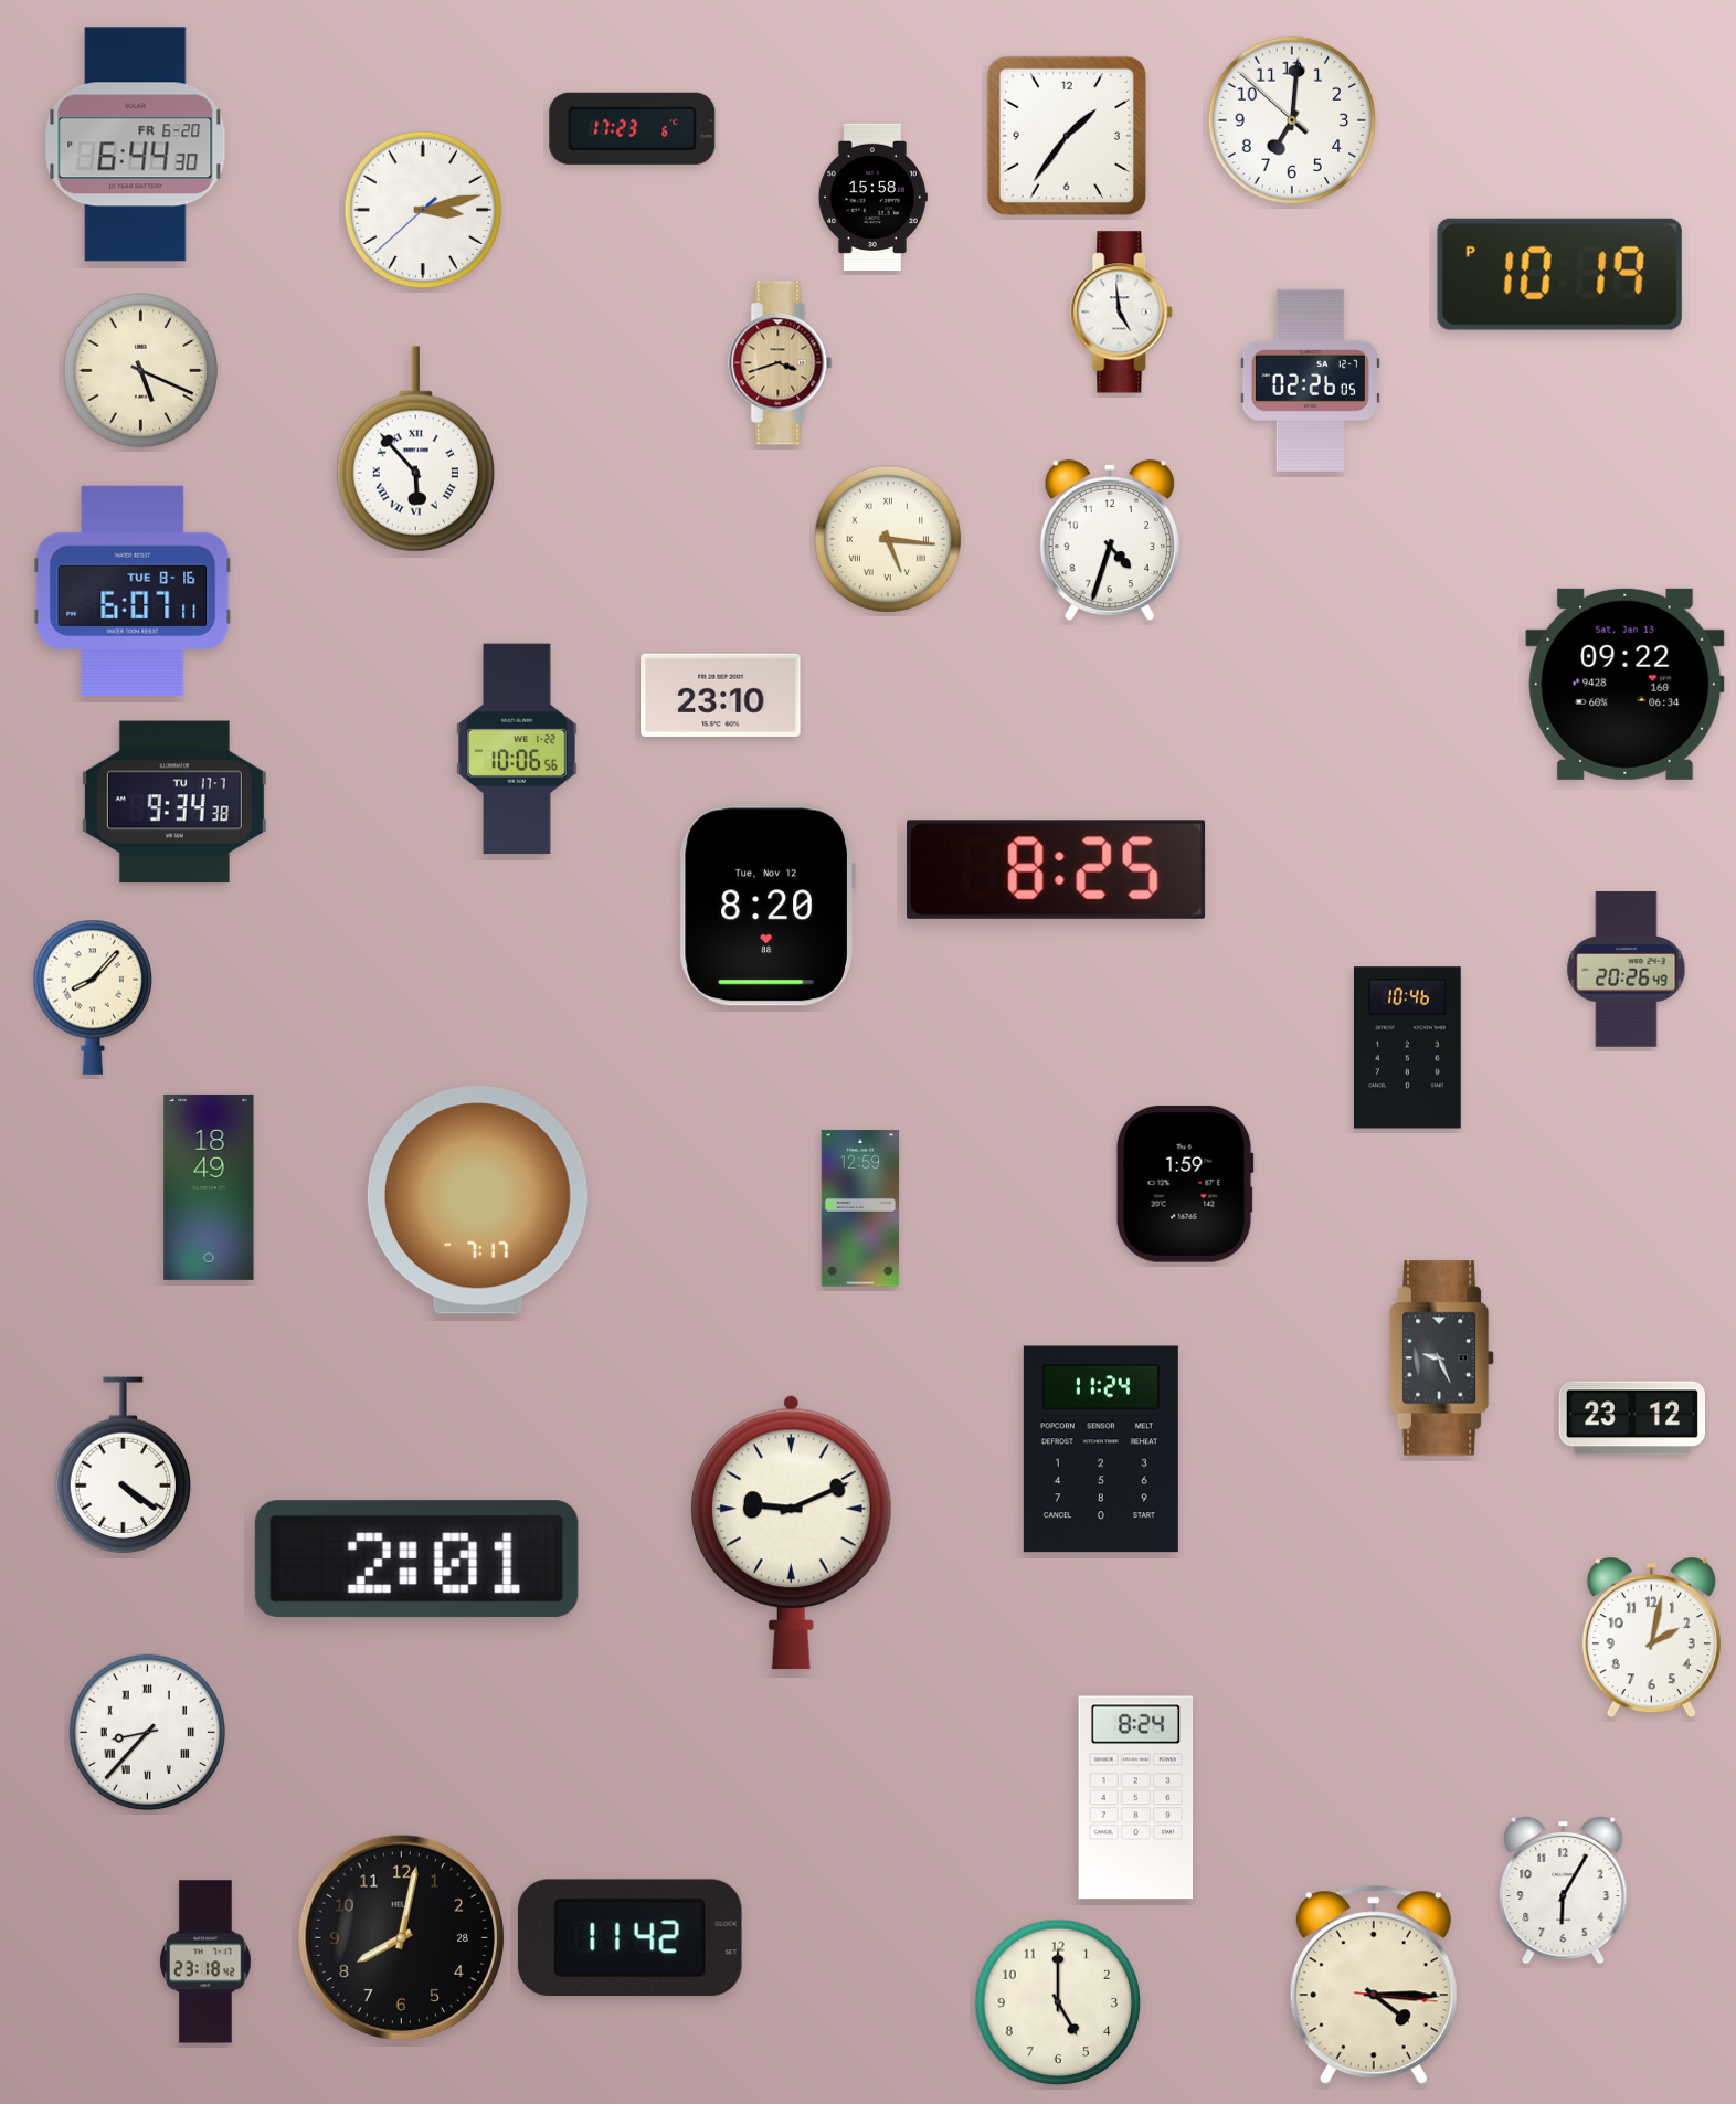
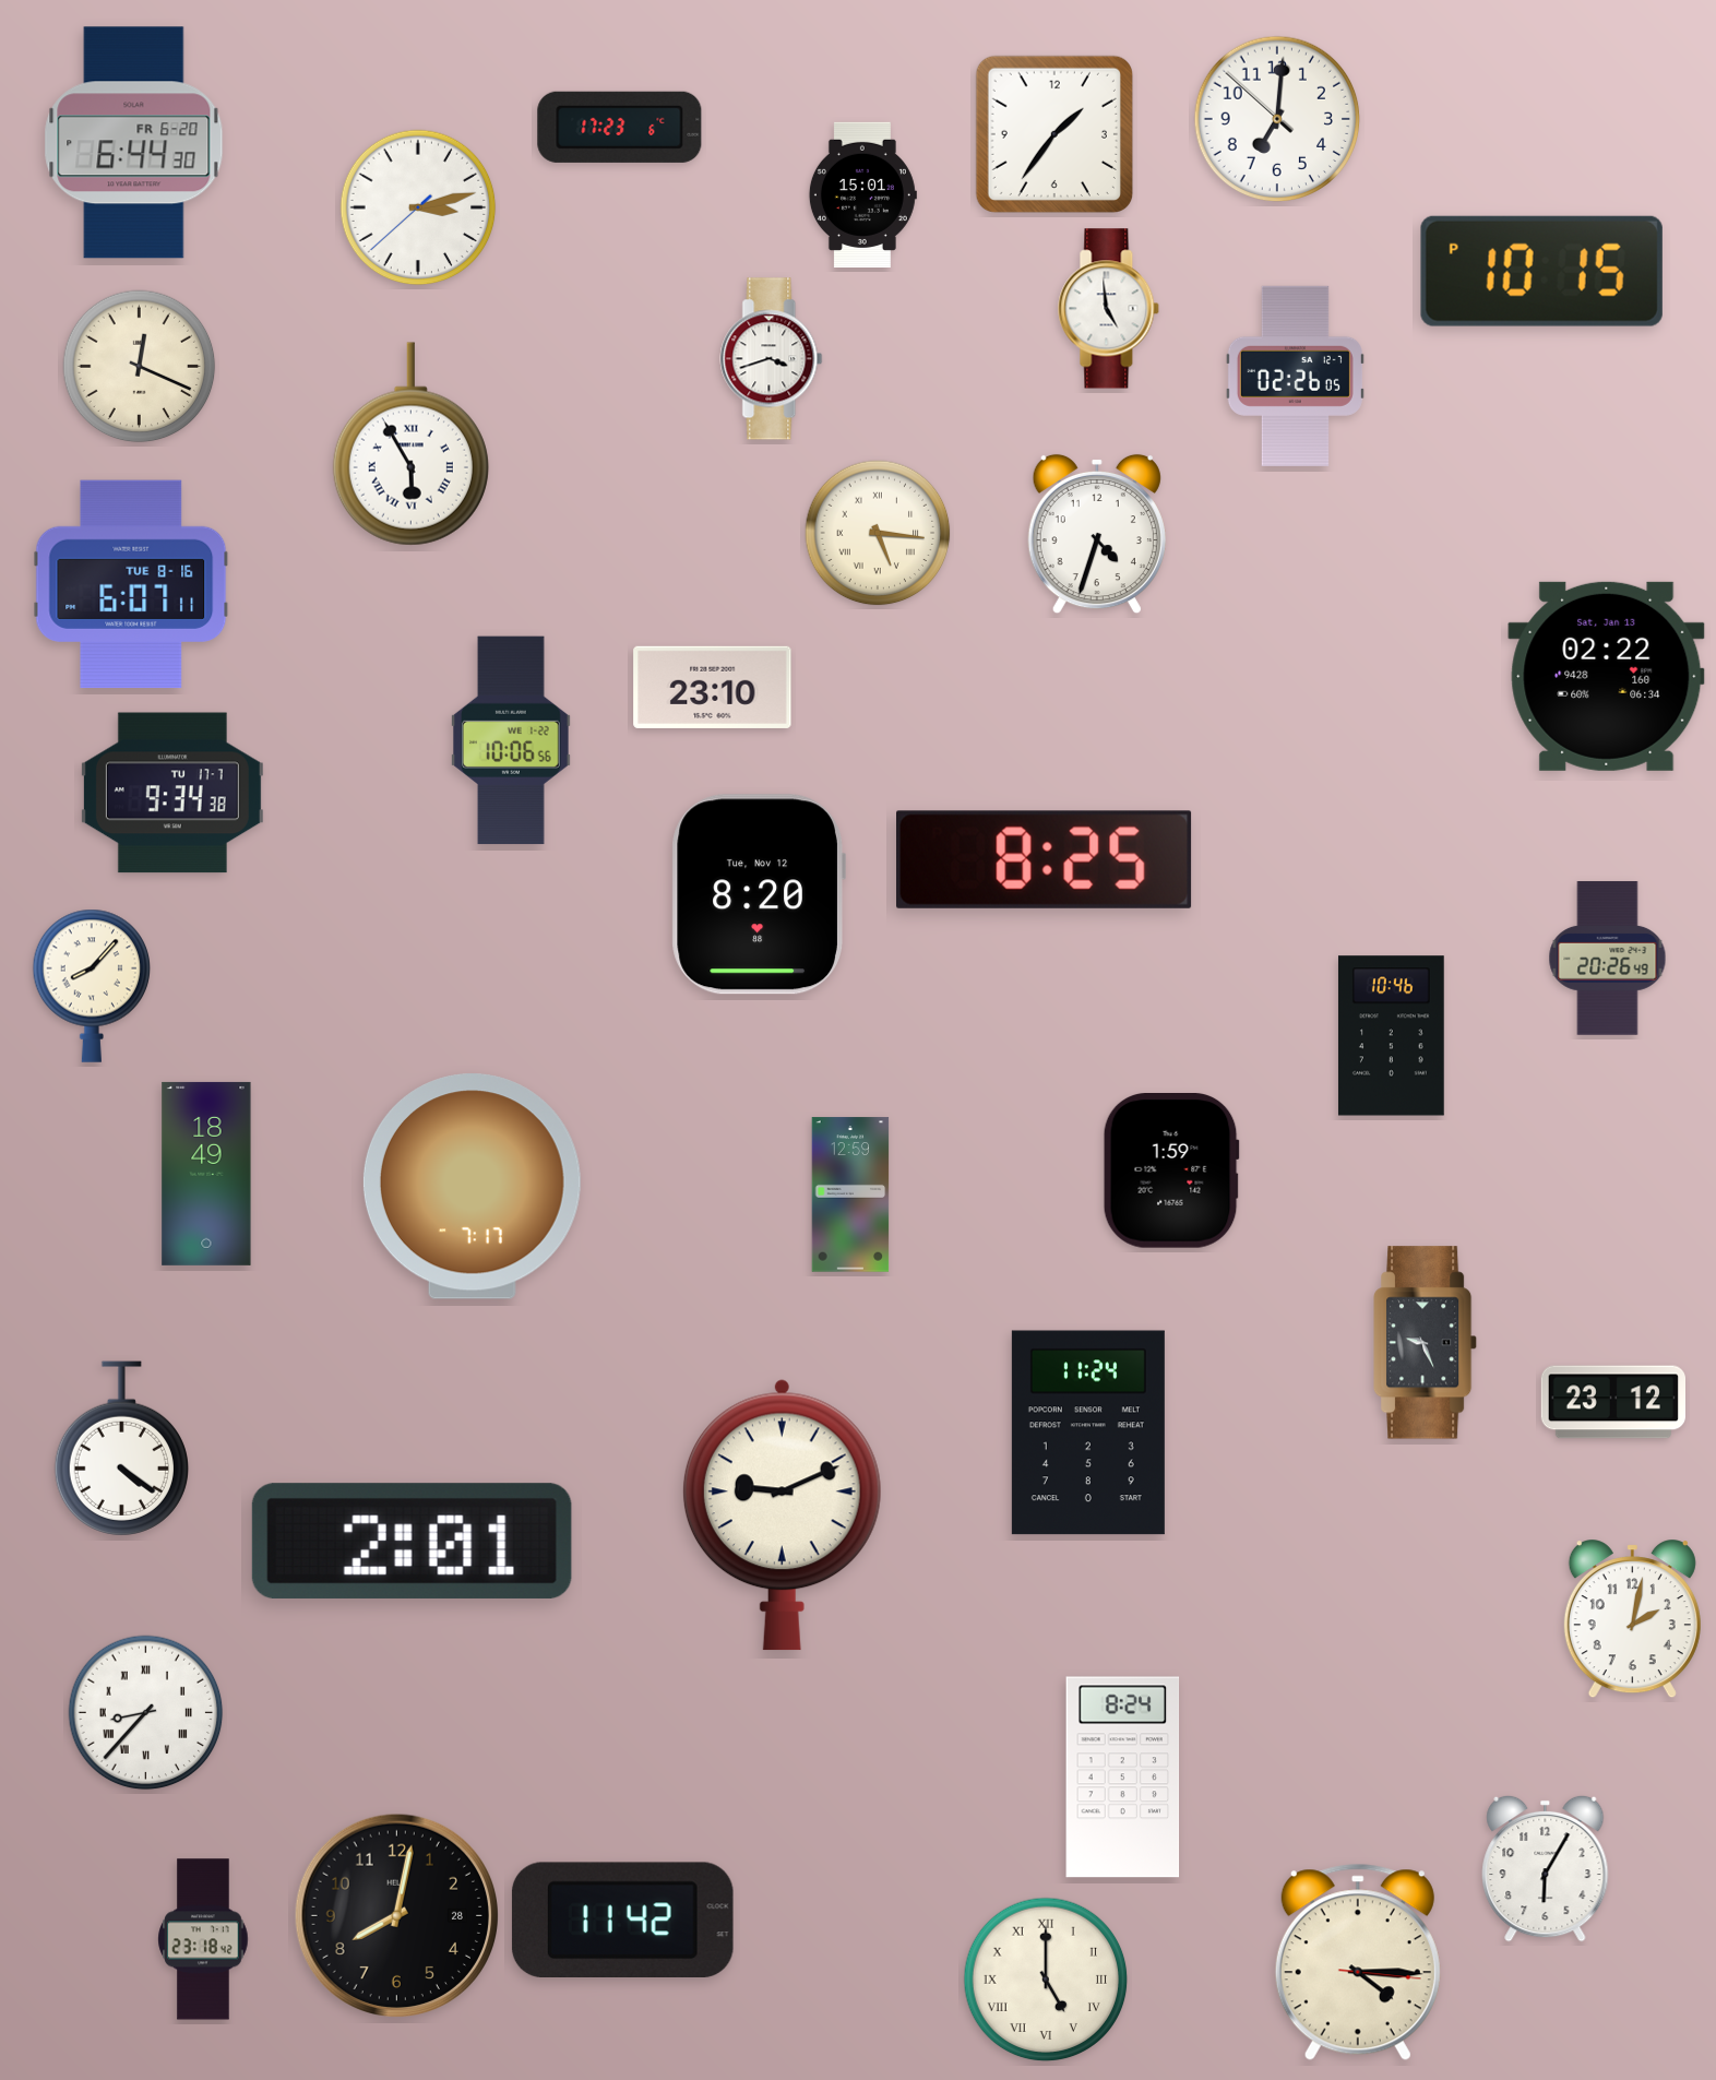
clock at (633, 128) position: (633, 128) -> (620, 127)
clock at (872, 197): 15:58 -> 15:01
clock at (1559, 274): 10:19 -> 10:15
clock at (781, 363) dial: champagne -> white
clock at (141, 371): 5:19 -> 12:19
clock at (415, 450): 5:53 -> 5:55
clock at (1626, 684): 09:22 -> 02:22
clock at (629, 1937) position: (629, 1937) -> (622, 1919)
clock at (1058, 2002) numerals: Arabic -> Roman
